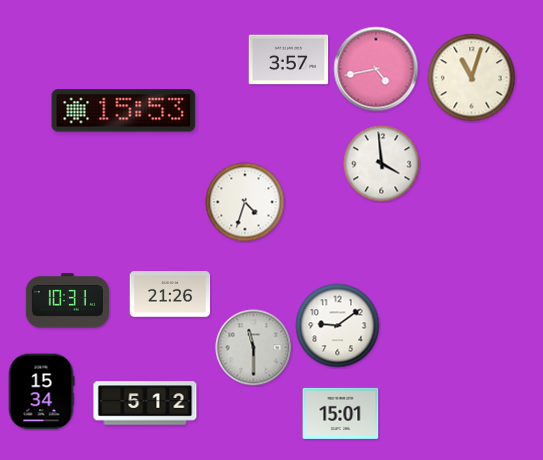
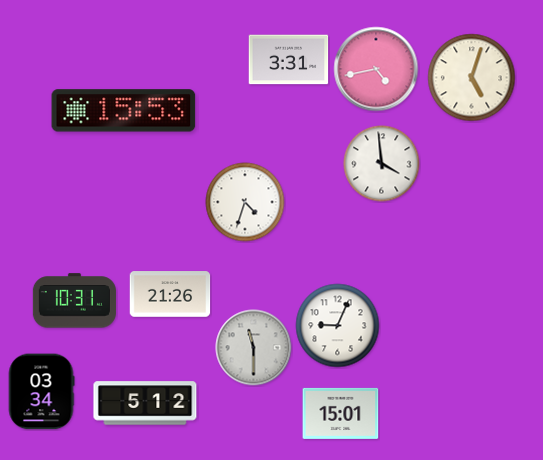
clock at (289, 60): 3:57 -> 3:31
clock at (472, 78): 11:03 -> 5:03
clock at (67, 301) position: (67, 301) -> (74, 301)
clock at (338, 326): 9:09 -> 9:04
clock at (41, 392): 15:34 -> 03:34
